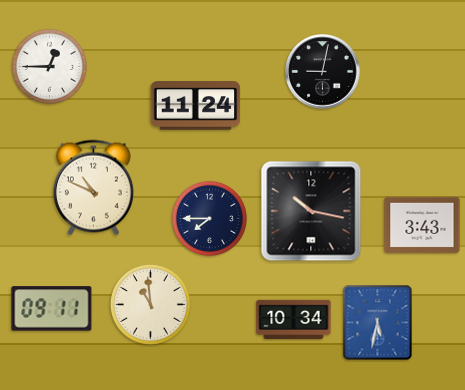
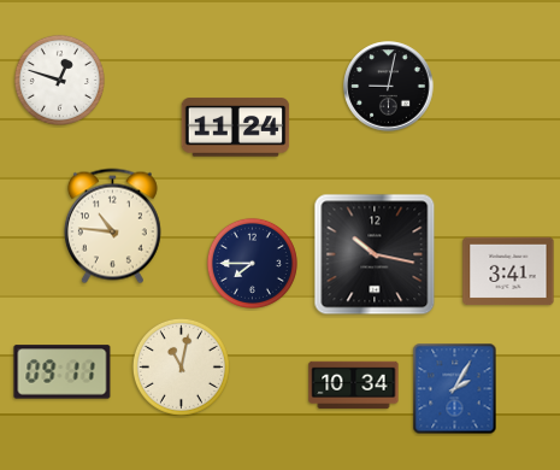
clock at (49, 66): 12:45 -> 12:48
clock at (93, 188): 10:49 -> 10:46
clock at (422, 225): 3:43 -> 3:41
clock at (150, 304): 10:59 -> 11:02
clock at (378, 323): 5:32 -> 2:05
